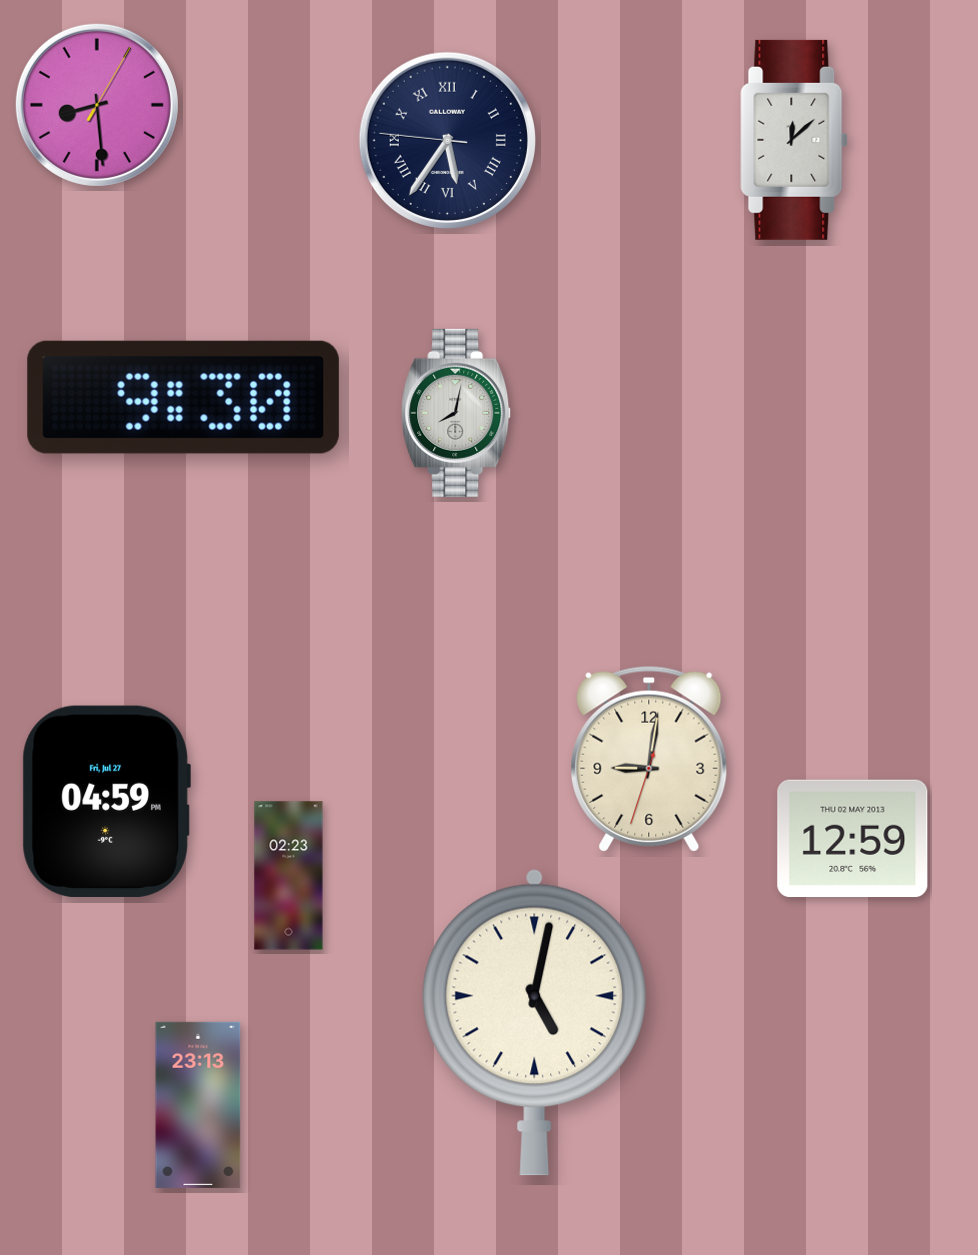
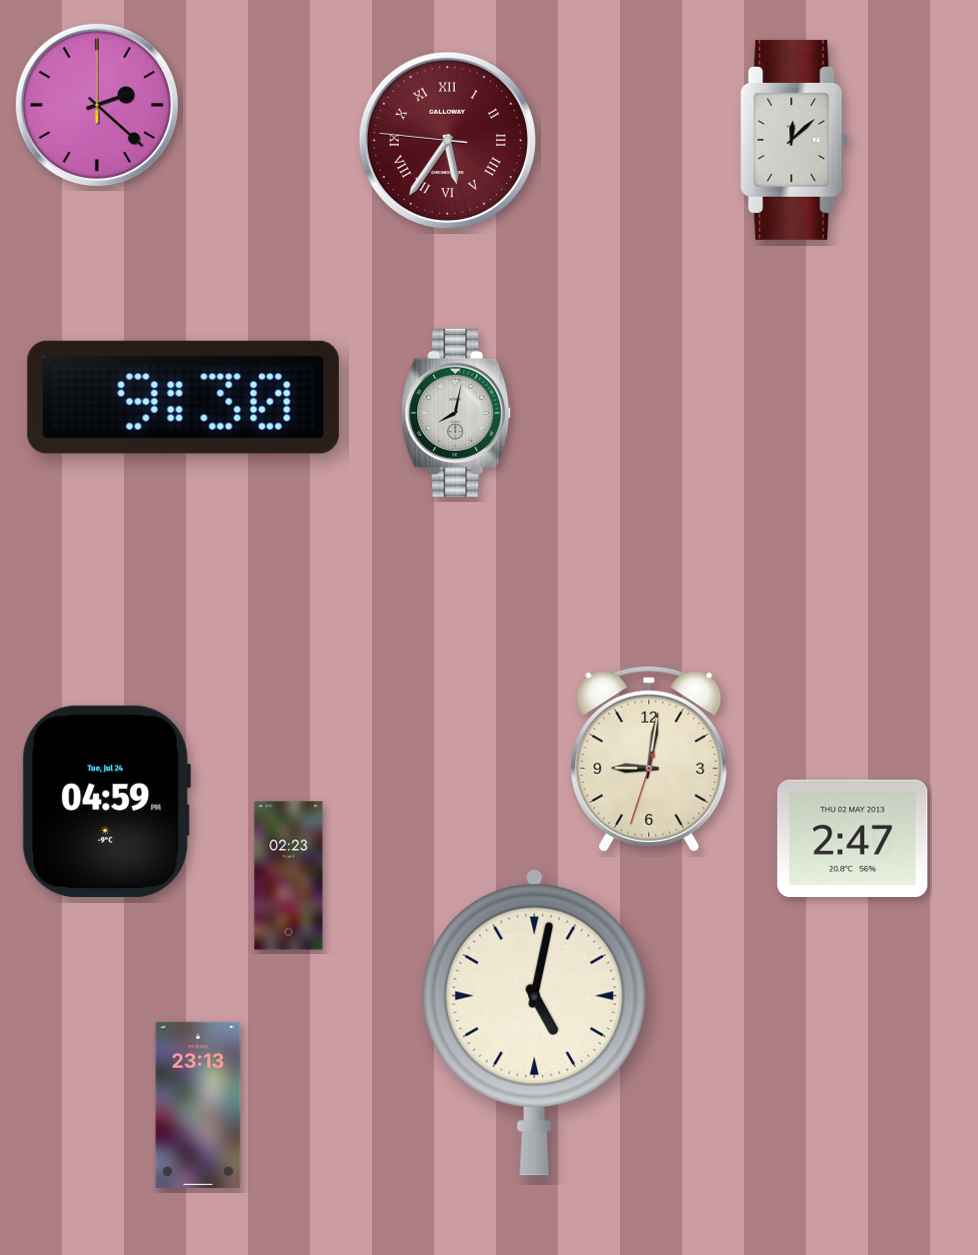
clock at (97, 105): 8:29 -> 2:22
clock at (447, 140) dial: navy -> burgundy
clock at (106, 801) date: Fri, Jul 27 -> Tue, Jul 24
clock at (853, 839): 12:59 -> 2:47
